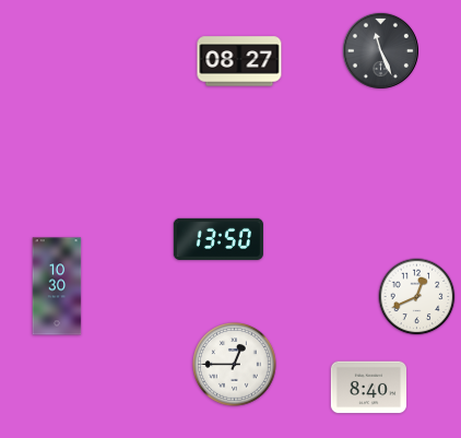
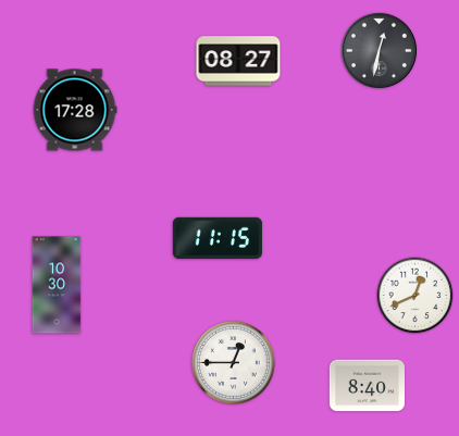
clock at (380, 50): 11:26 -> 12:32
clock at (75, 110): none -> 17:28
clock at (218, 239): 13:50 -> 11:15
